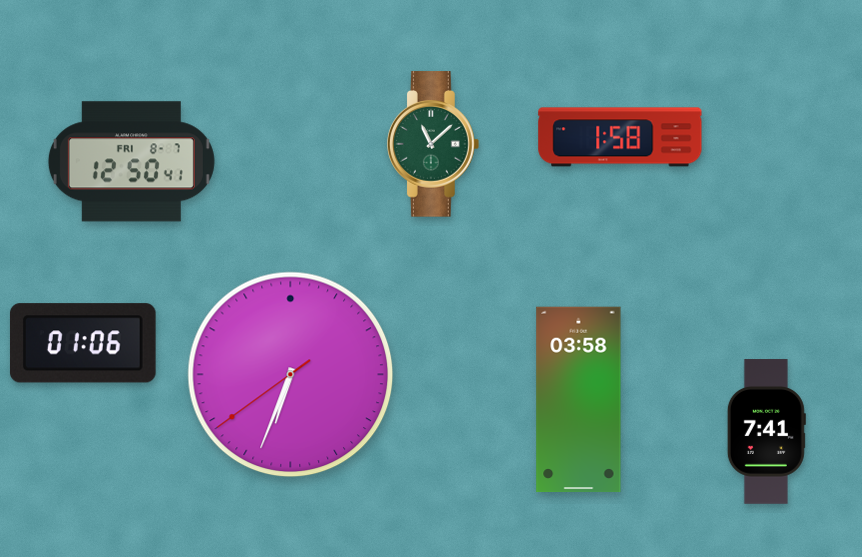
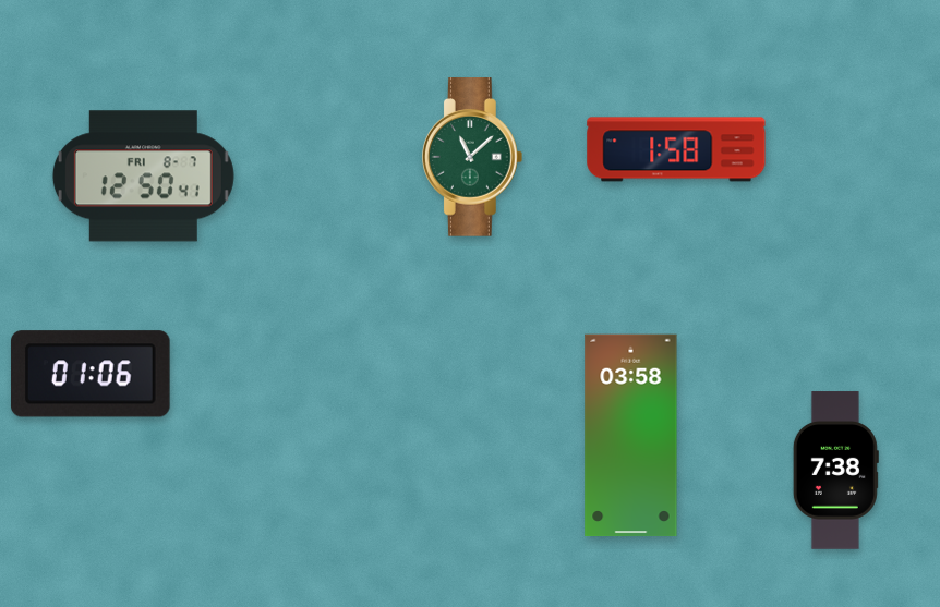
clock at (291, 375): 6:33 -> none
clock at (766, 432): 7:41 -> 7:38
